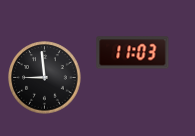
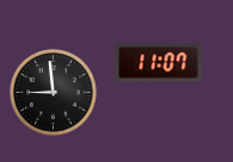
clock at (133, 53): 11:03 -> 11:07
